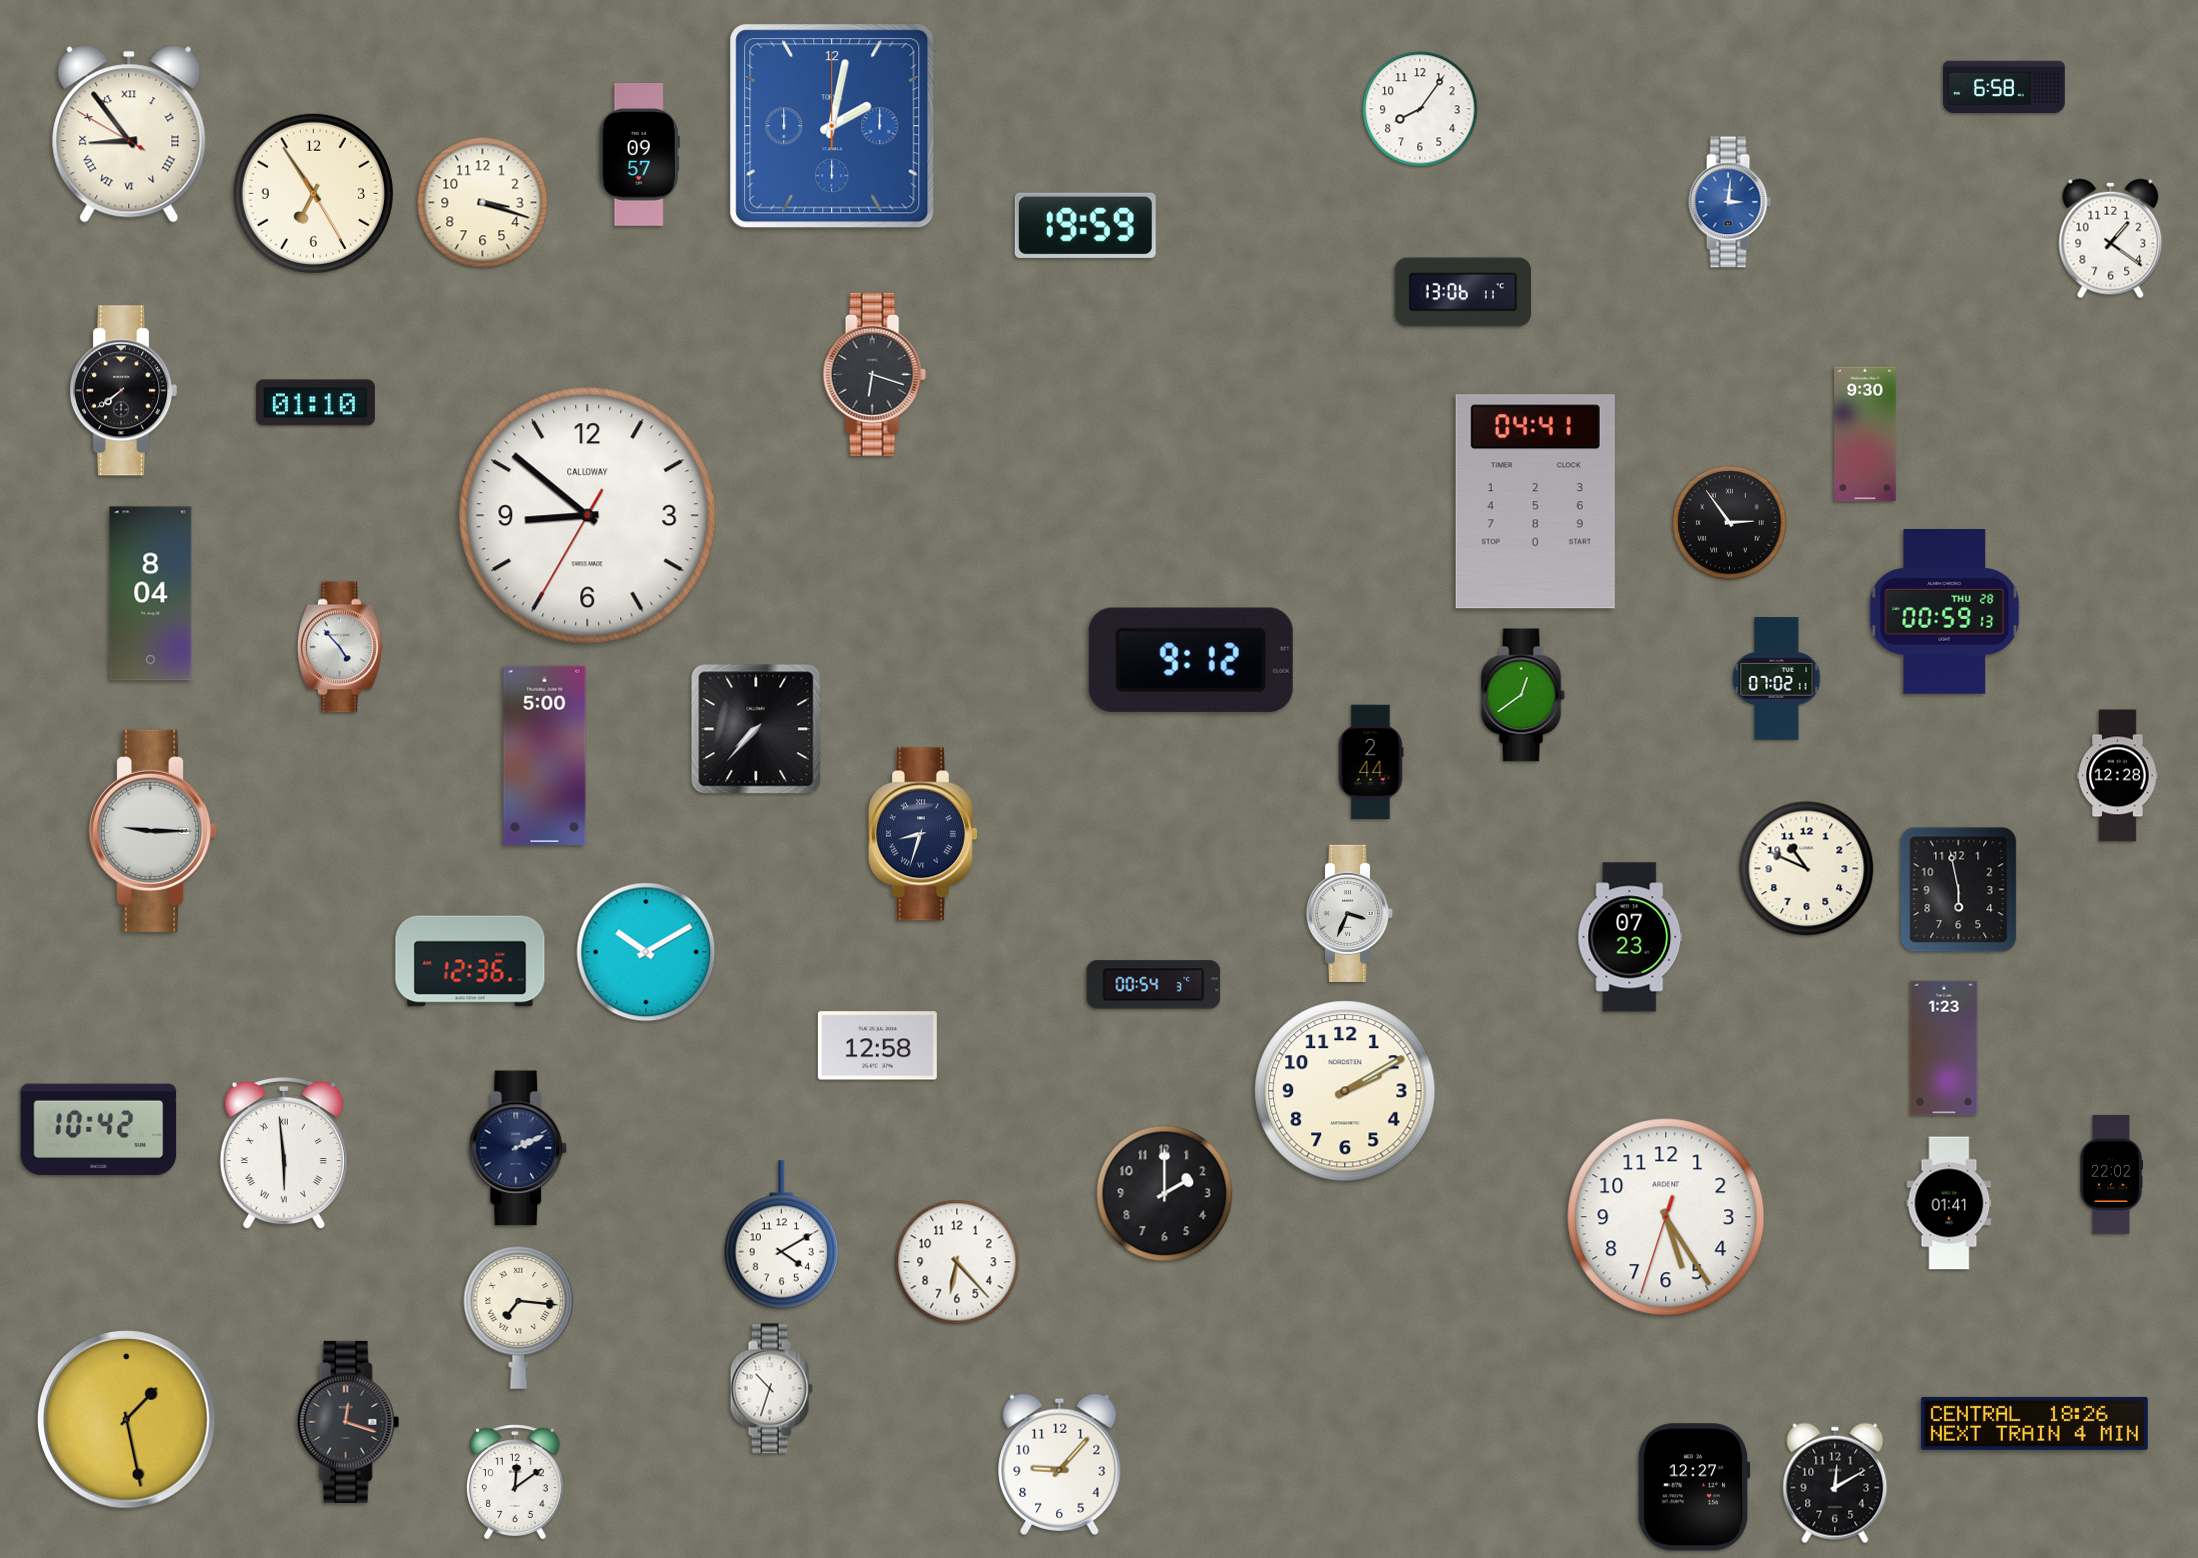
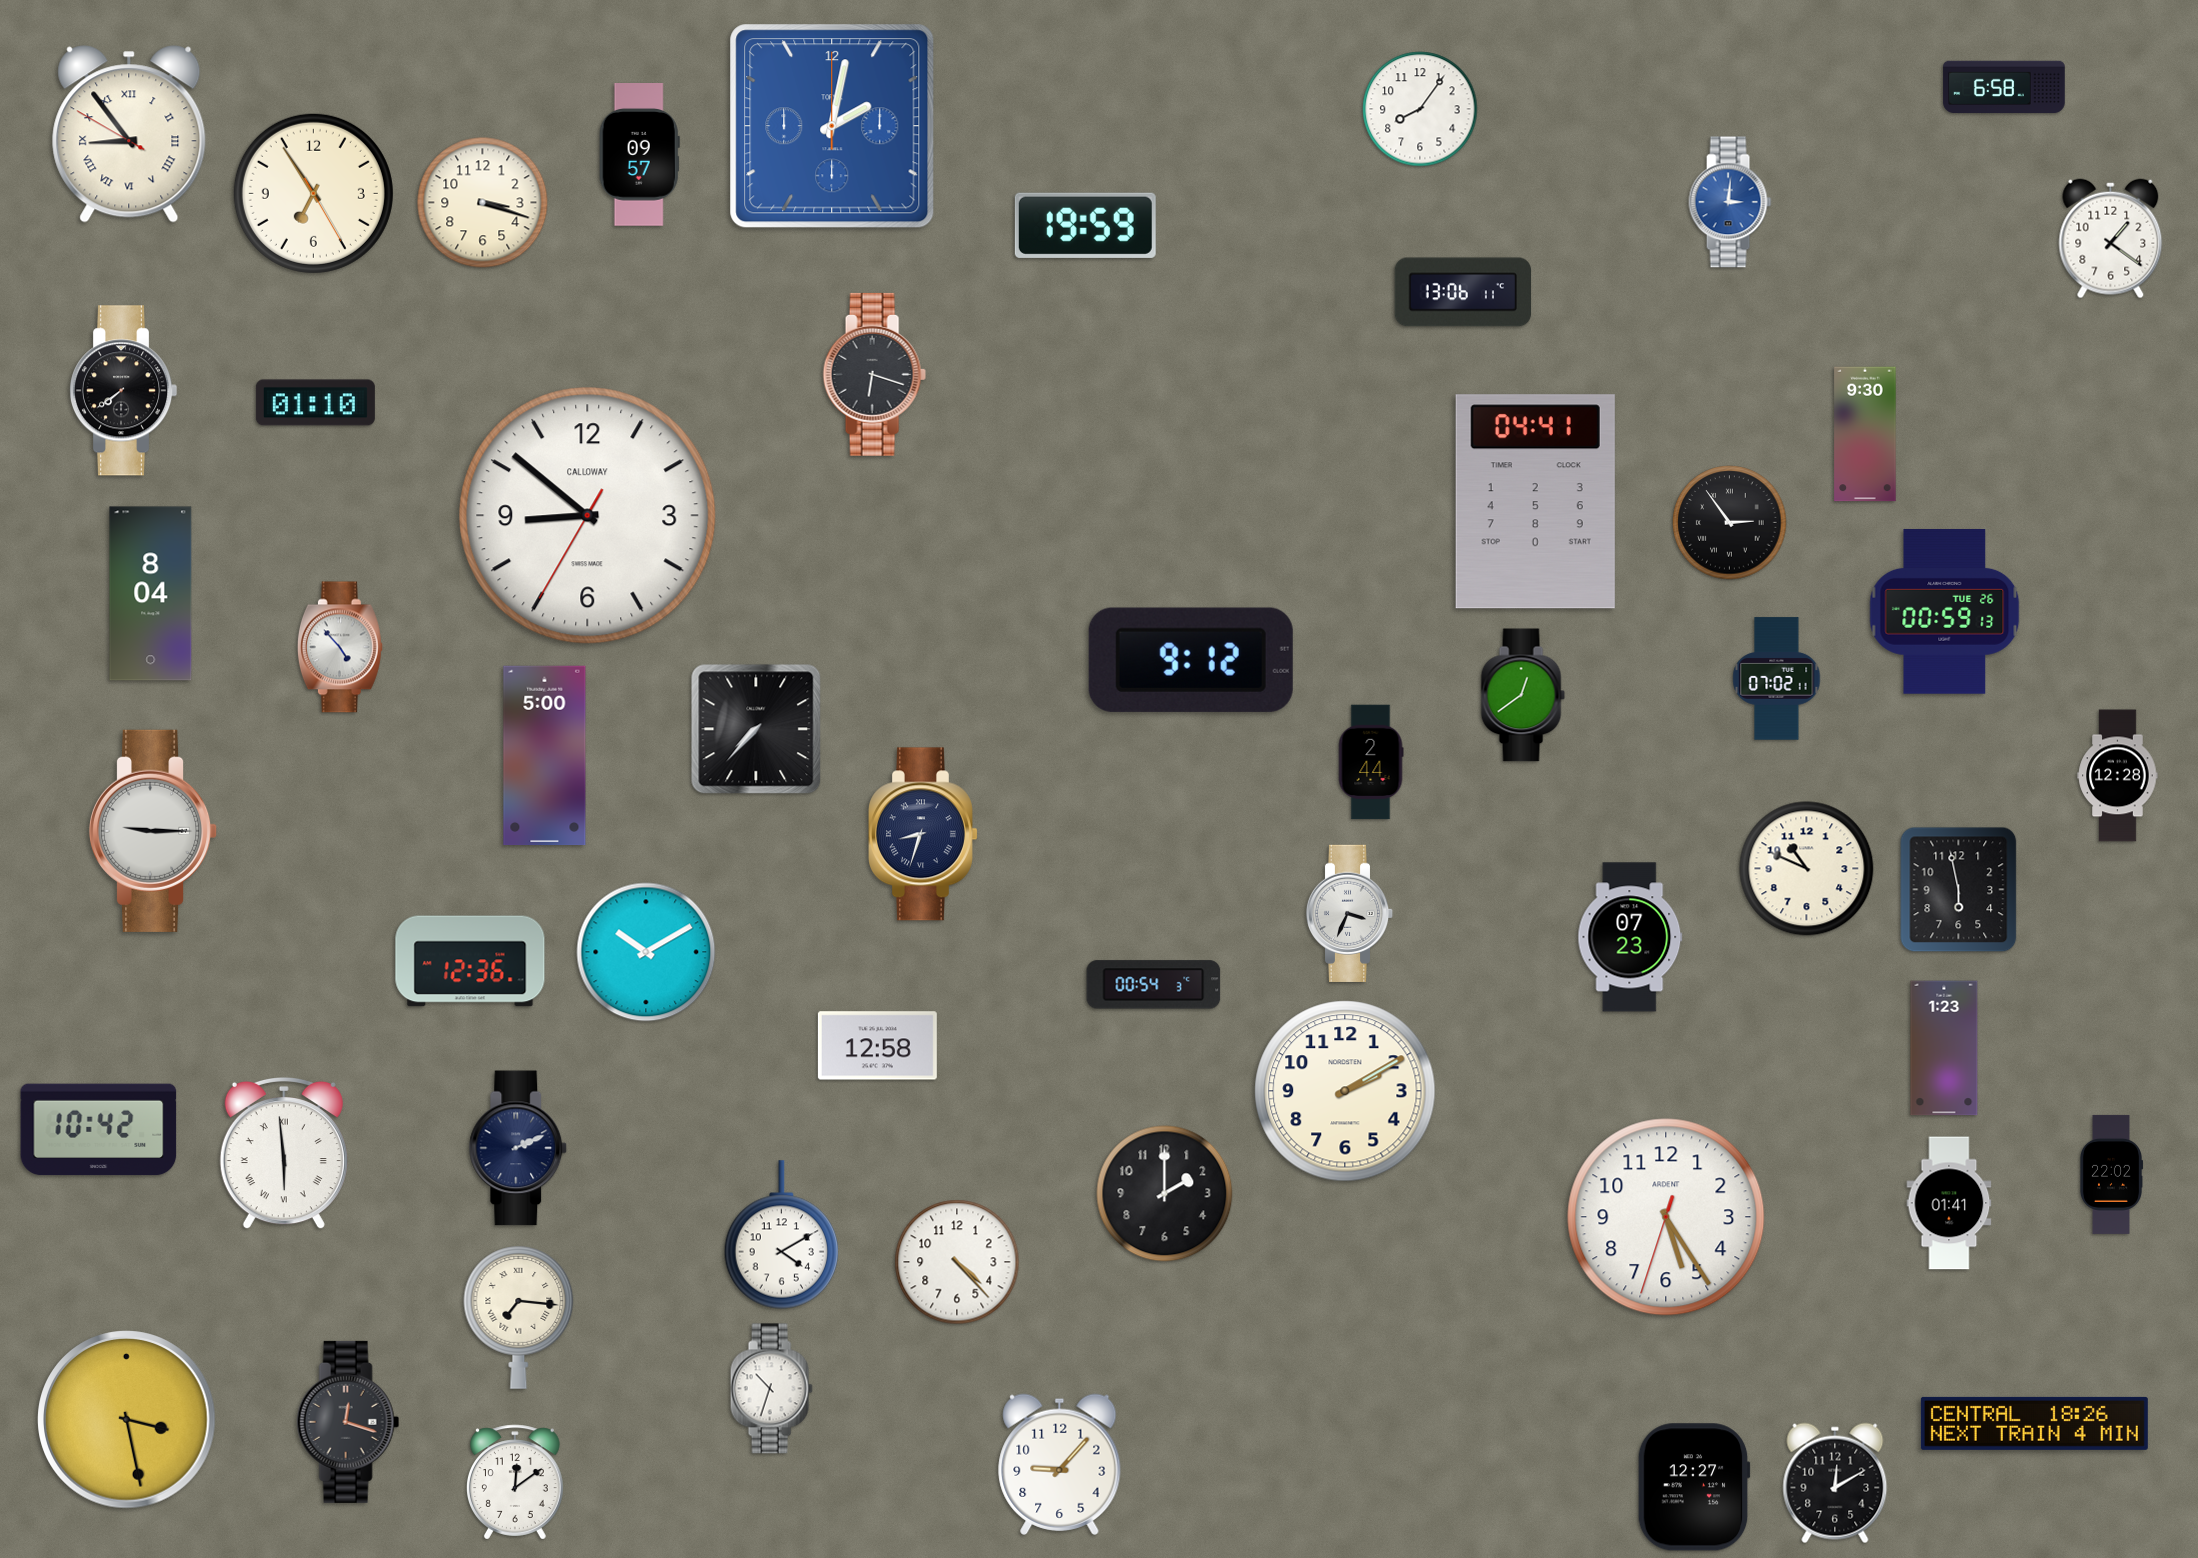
clock at (1945, 612) date: THU 28 -> TUE 26
clock at (957, 1262): 6:23 -> 4:23
clock at (127, 1420): 1:28 -> 3:28
